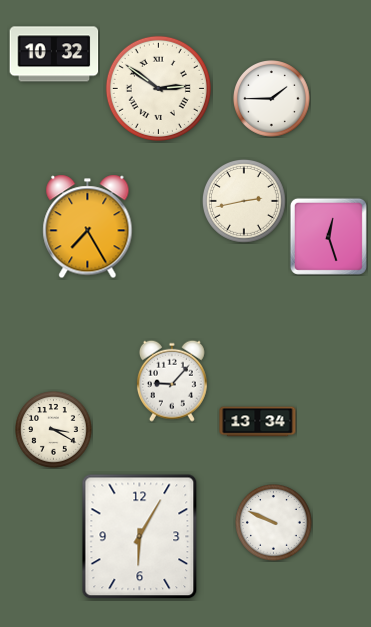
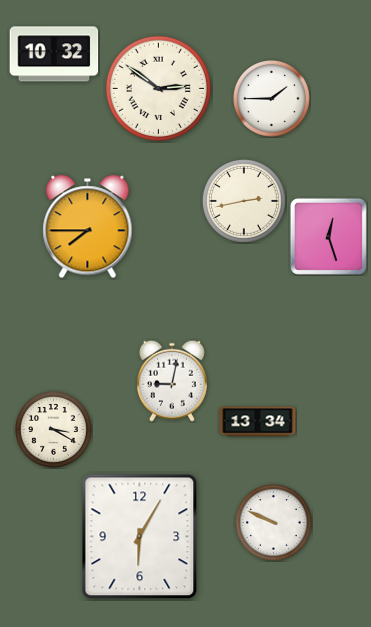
clock at (88, 227): 7:25 -> 7:45
clock at (172, 381): 9:07 -> 9:02
